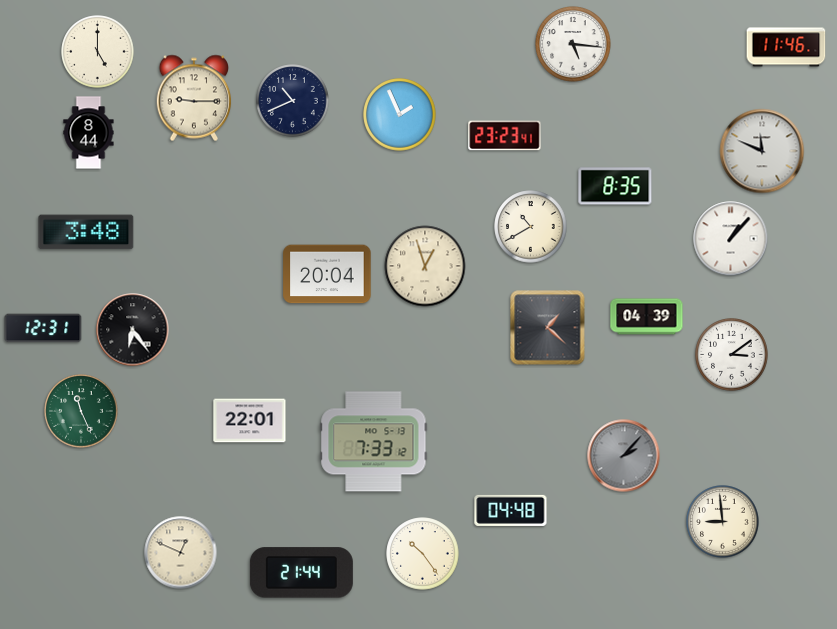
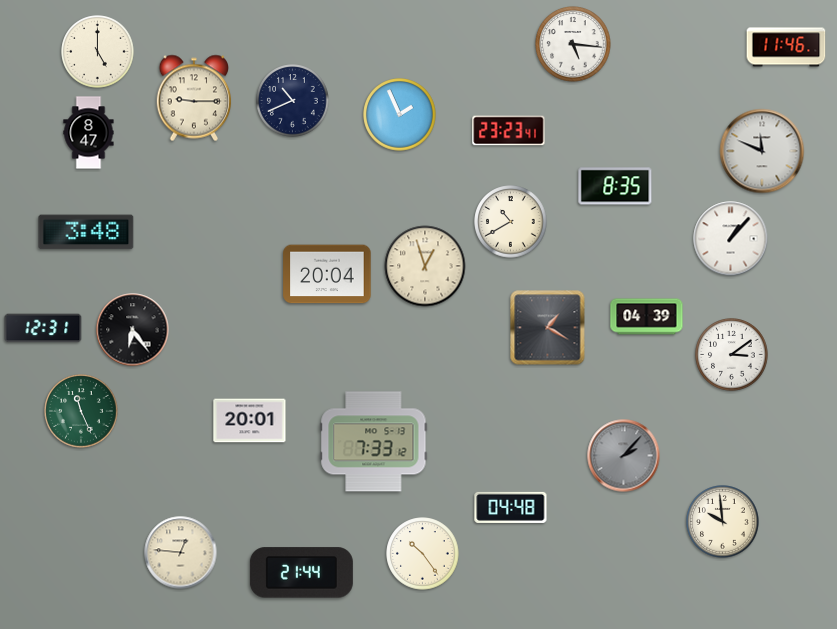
clock at (89, 133): 8:44 -> 8:47
clock at (505, 136) position: (505, 136) -> (509, 131)
clock at (531, 227) position: (531, 227) -> (511, 222)
clock at (548, 328): 1:22 -> 1:20
clock at (250, 421): 22:01 -> 20:01
clock at (511, 510) position: (511, 510) -> (511, 507)
clock at (723, 522): 8:59 -> 9:59
clock at (181, 553): 12:49 -> 12:46
